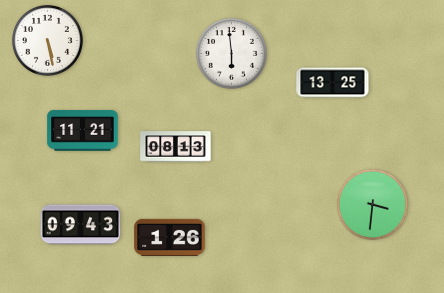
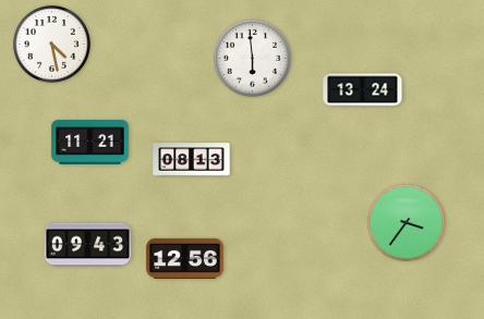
clock at (47, 40): 5:28 -> 4:28
clock at (333, 83): 13:25 -> 13:24
clock at (372, 204): 3:31 -> 3:36
clock at (170, 237): 1:26 -> 12:56
